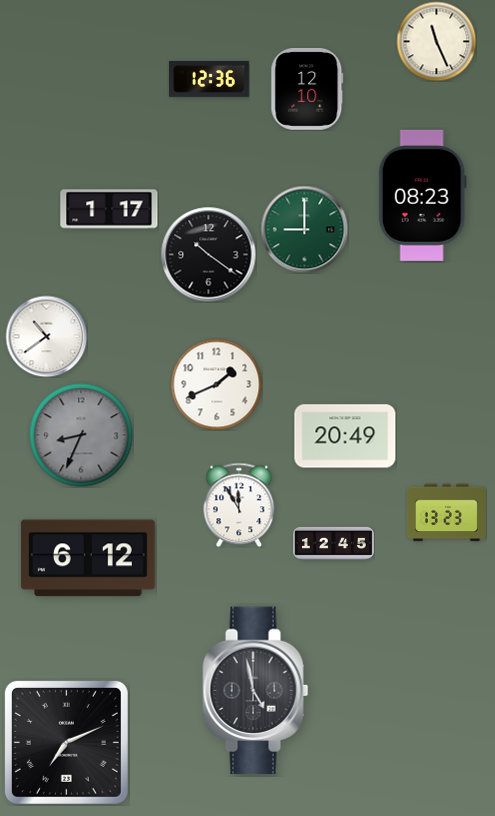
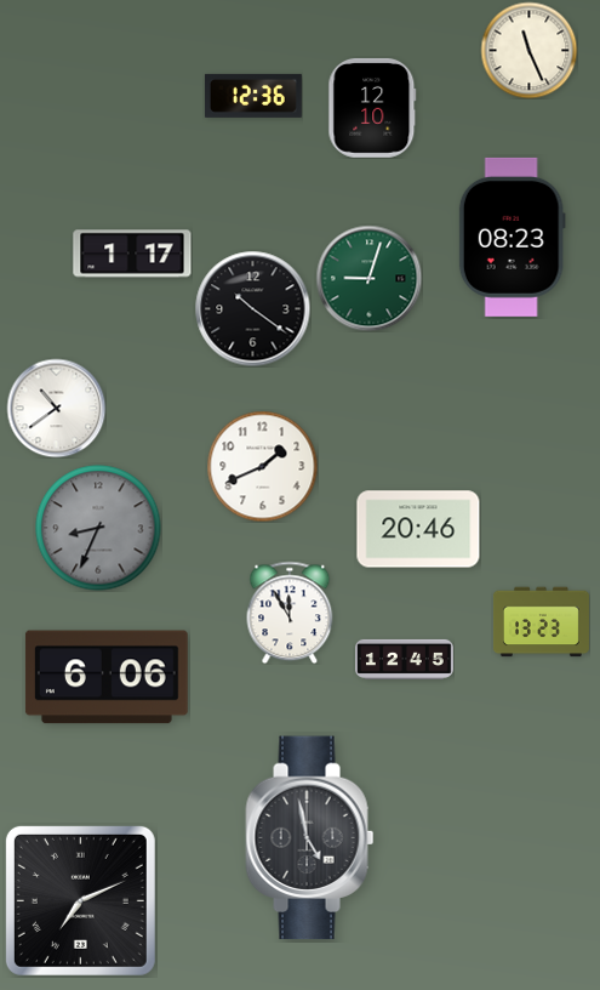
clock at (304, 229): 9:00 -> 9:03
clock at (345, 436): 20:49 -> 20:46
clock at (88, 558): 6:12 -> 6:06
